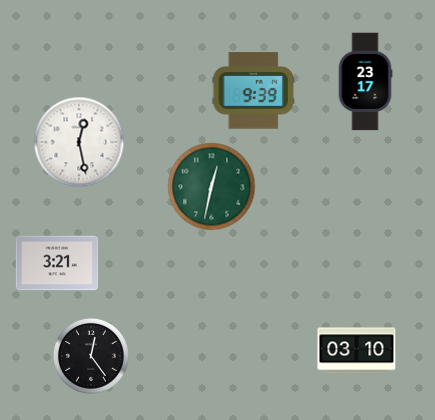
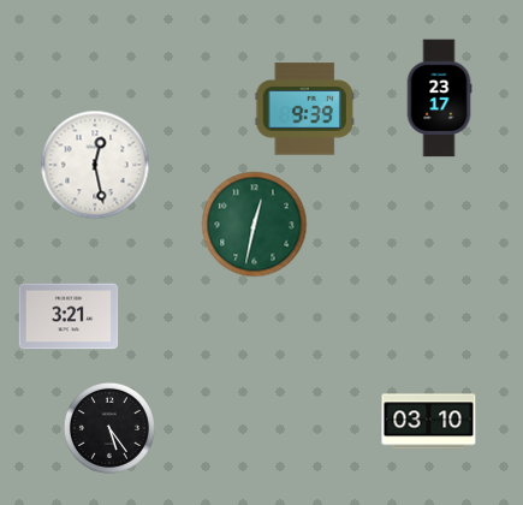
clock at (79, 142) position: (79, 142) -> (95, 165)
clock at (91, 356): 12:24 -> 5:24
